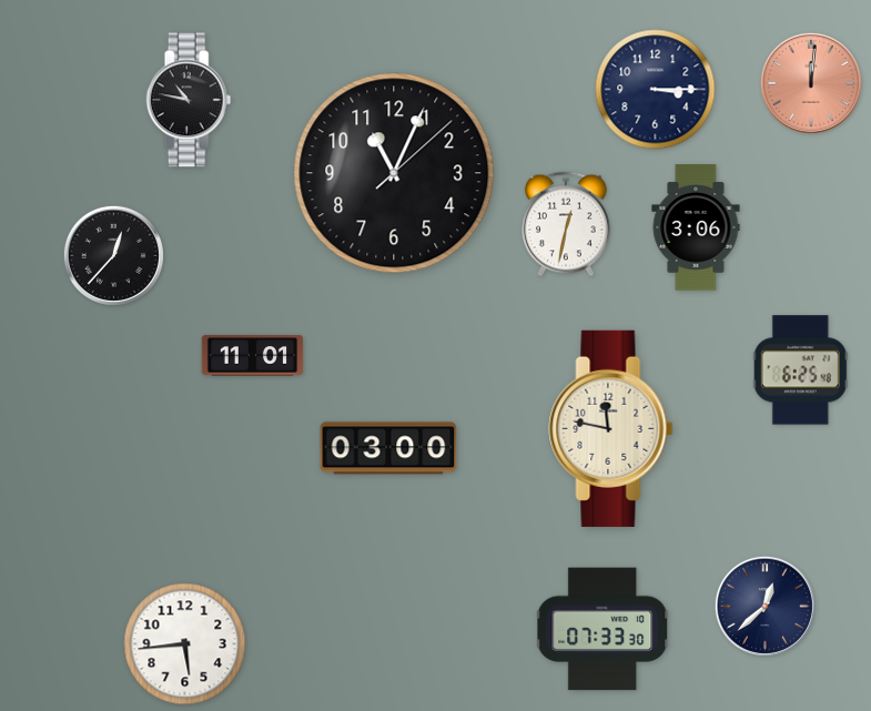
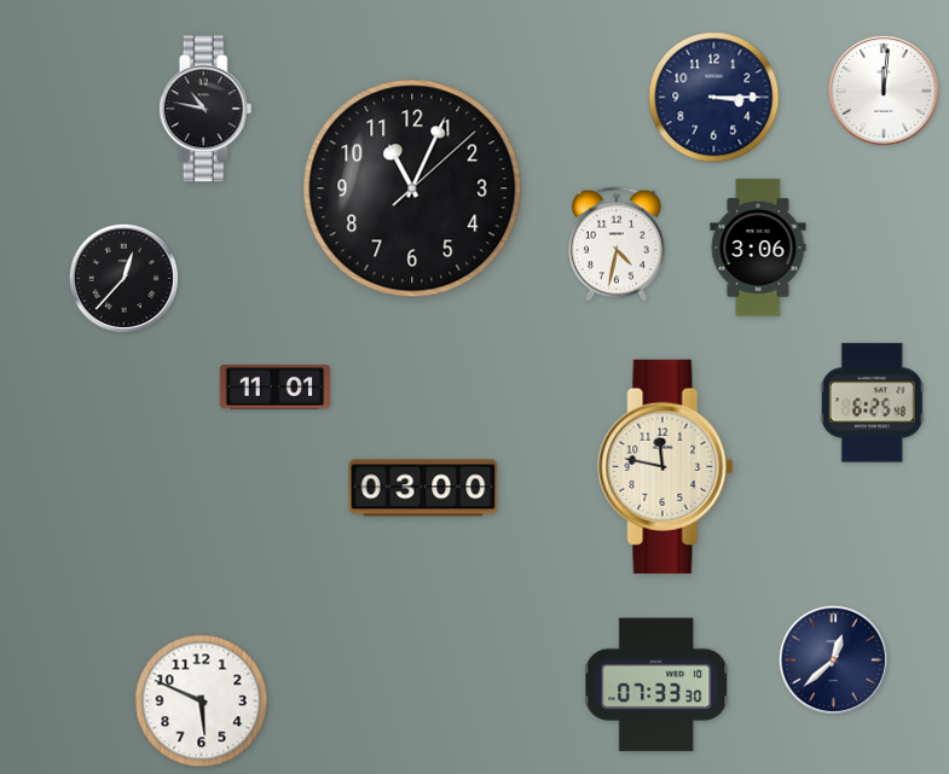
clock at (811, 83) dial: salmon -> white
clock at (394, 173) position: (394, 173) -> (412, 188)
clock at (567, 224): 12:32 -> 4:32
clock at (185, 644): 5:44 -> 5:49
